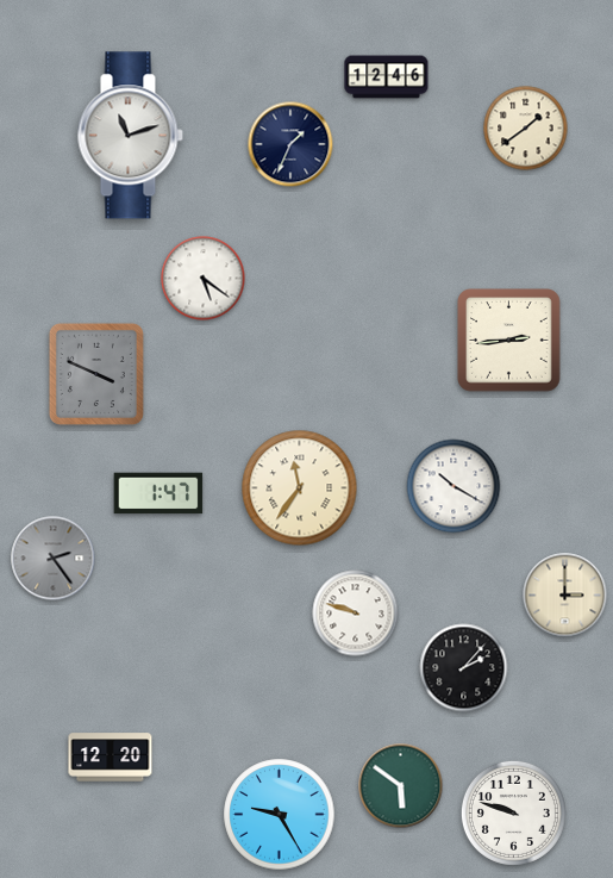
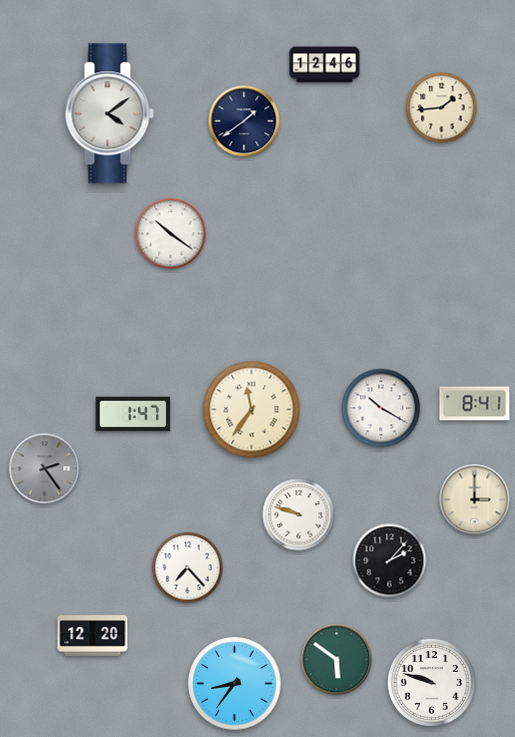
clock at (526, 129): 1:39 -> 1:44
clock at (130, 136): 11:12 -> 4:09
clock at (290, 144): 1:34 -> 1:39
clock at (204, 279): 5:21 -> 10:21
clock at (509, 341): 2:44 -> none
clock at (96, 374): 3:49 -> none
clock at (475, 404): none -> 8:41
clock at (188, 568): none -> 7:23
clock at (280, 815): 9:25 -> 8:36
